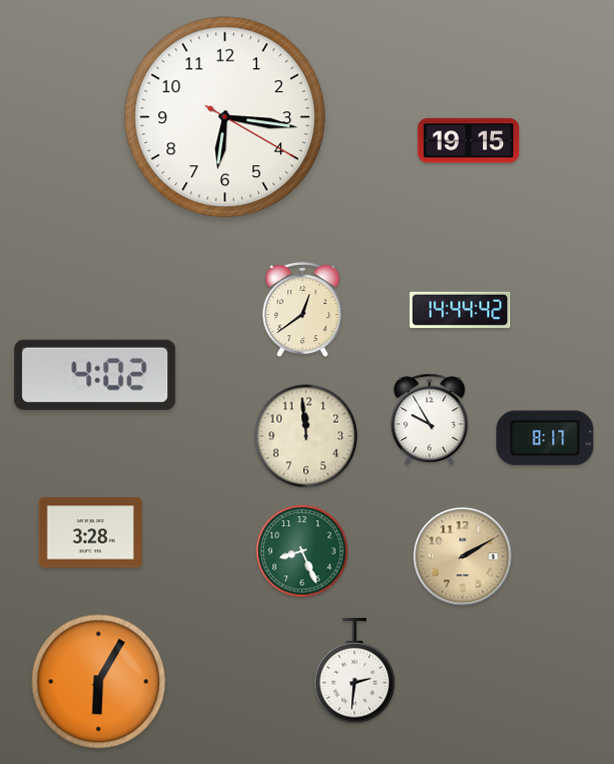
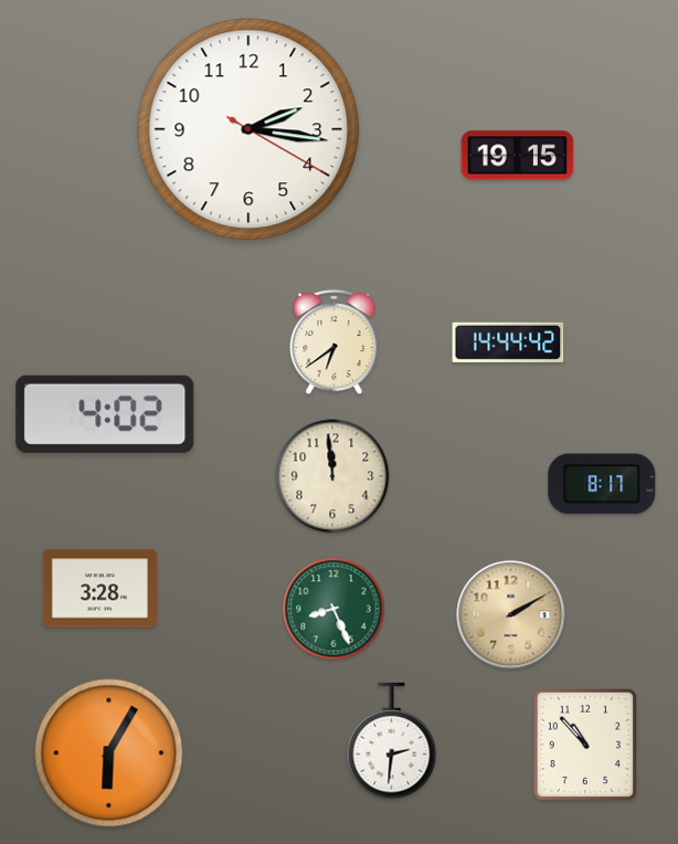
clock at (225, 117): 6:16 -> 2:16
clock at (303, 310): 12:39 -> 6:39
clock at (430, 419): 9:55 -> none
clock at (306, 436) position: (306, 436) -> (332, 476)
clock at (585, 745): none -> 10:53
